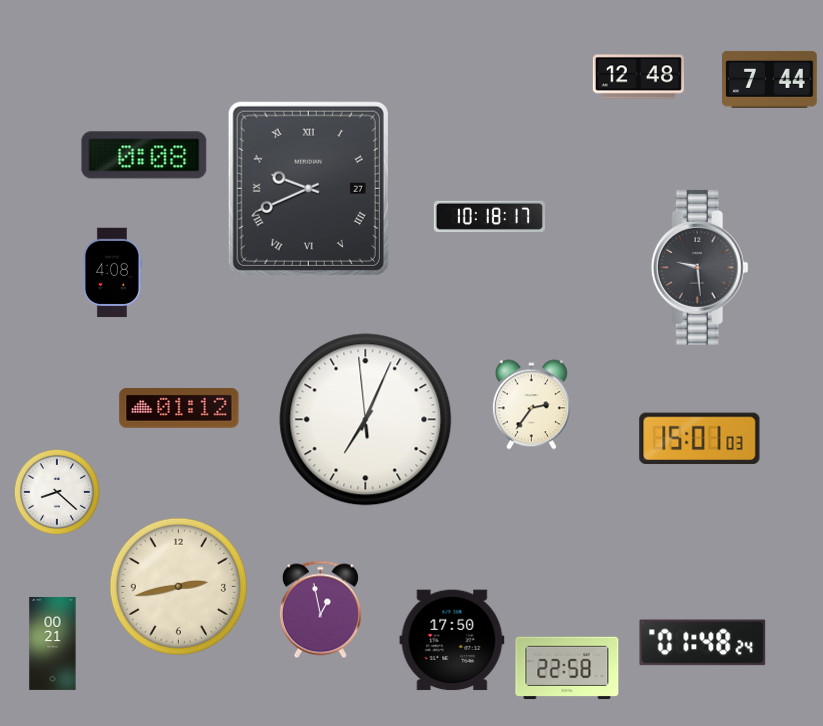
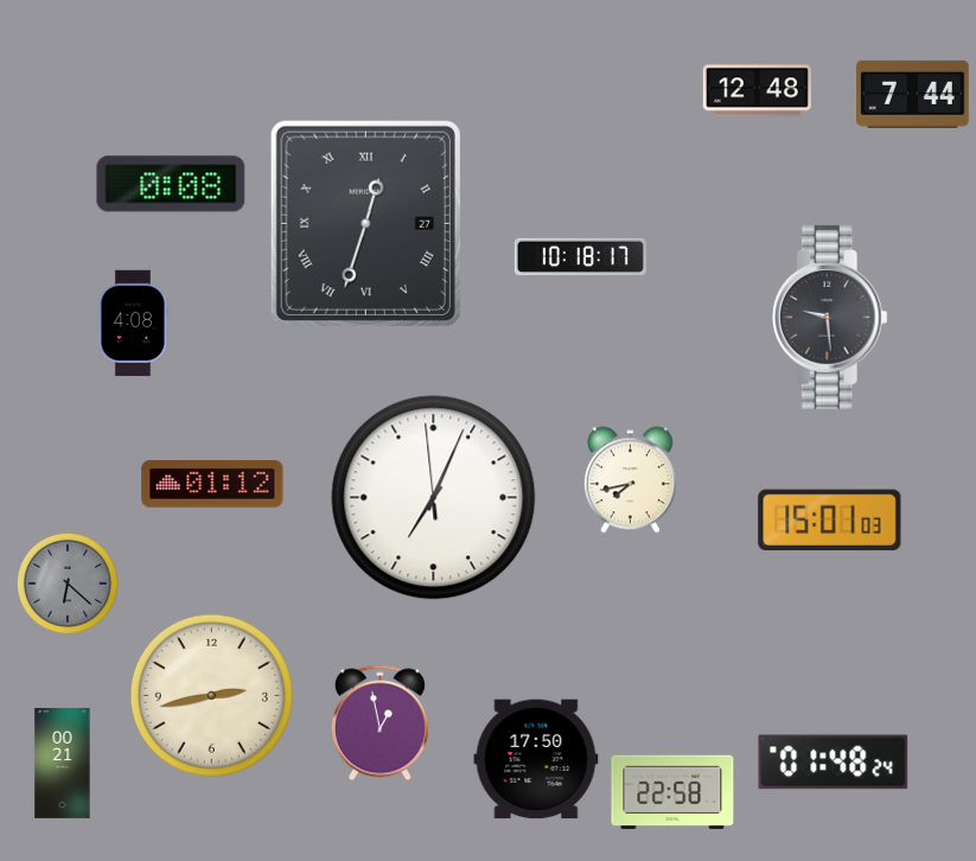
clock at (308, 188): 9:41 -> 12:33
clock at (531, 405): 2:36 -> 7:43
clock at (57, 492): 8:22 -> 6:22
clock at (57, 492) dial: white -> grey
